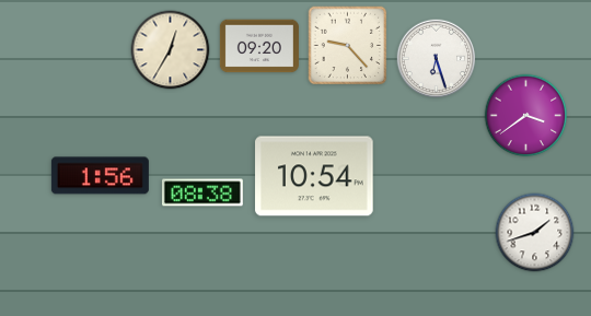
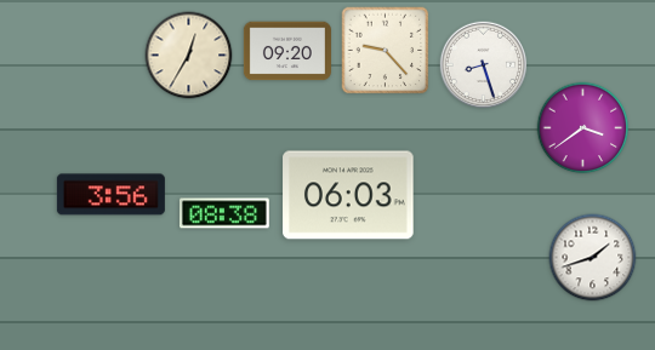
clock at (437, 59): 6:27 -> 8:27
clock at (100, 176): 1:56 -> 3:56
clock at (314, 176): 10:54 -> 06:03
